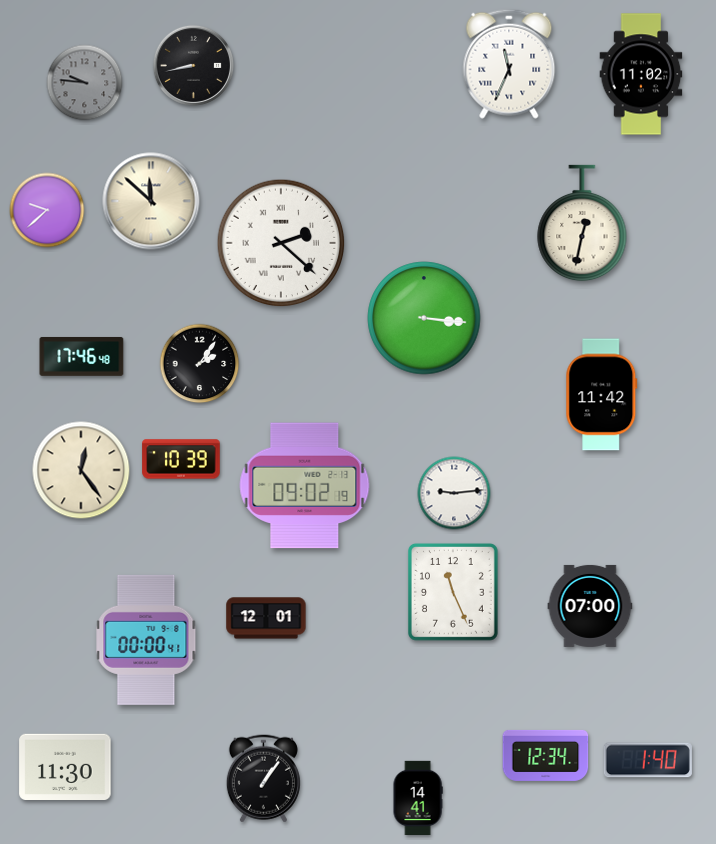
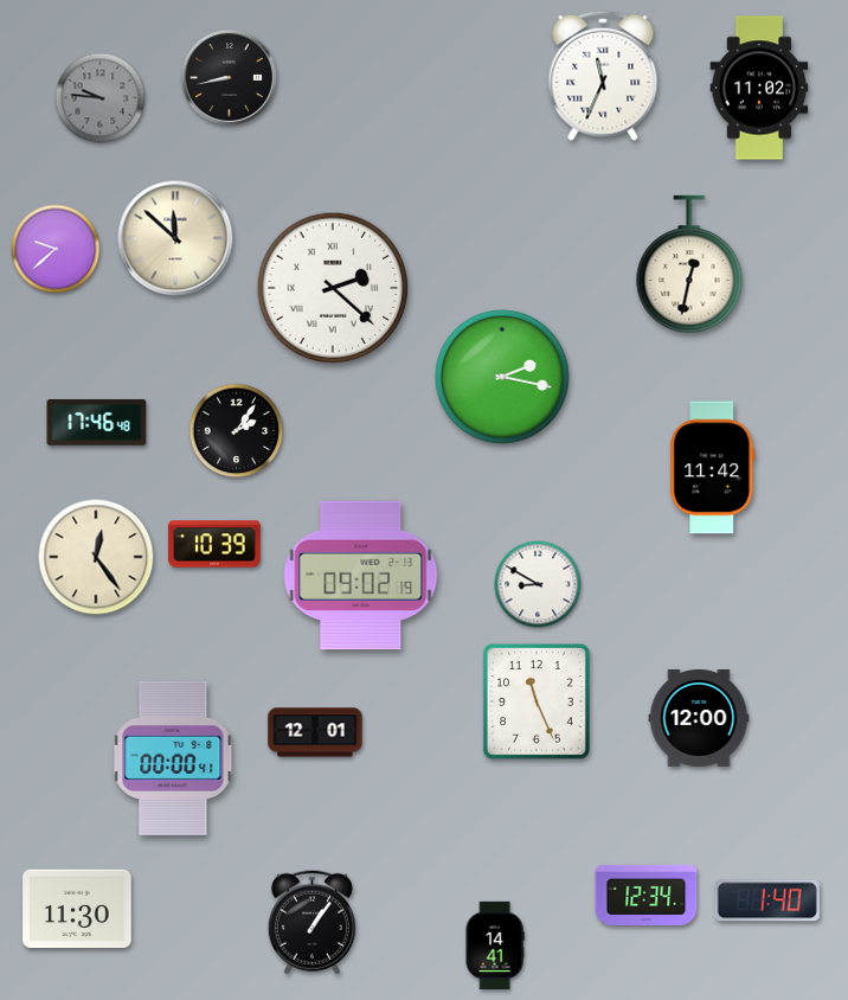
clock at (151, 201) position: (151, 201) -> (175, 238)
clock at (424, 318): 3:16 -> 2:17
clock at (454, 493): 9:14 -> 8:50
clock at (590, 606): 07:00 -> 12:00
